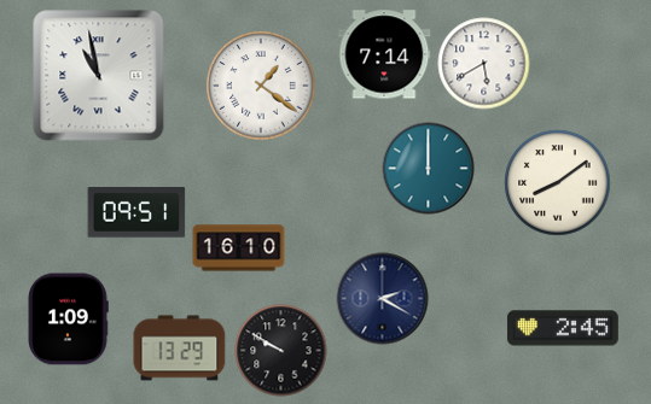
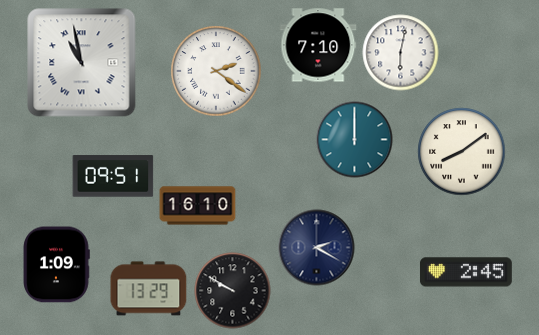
clock at (384, 54): 7:14 -> 7:10
clock at (484, 64): 5:40 -> 6:02
clock at (261, 86): 1:21 -> 2:21
